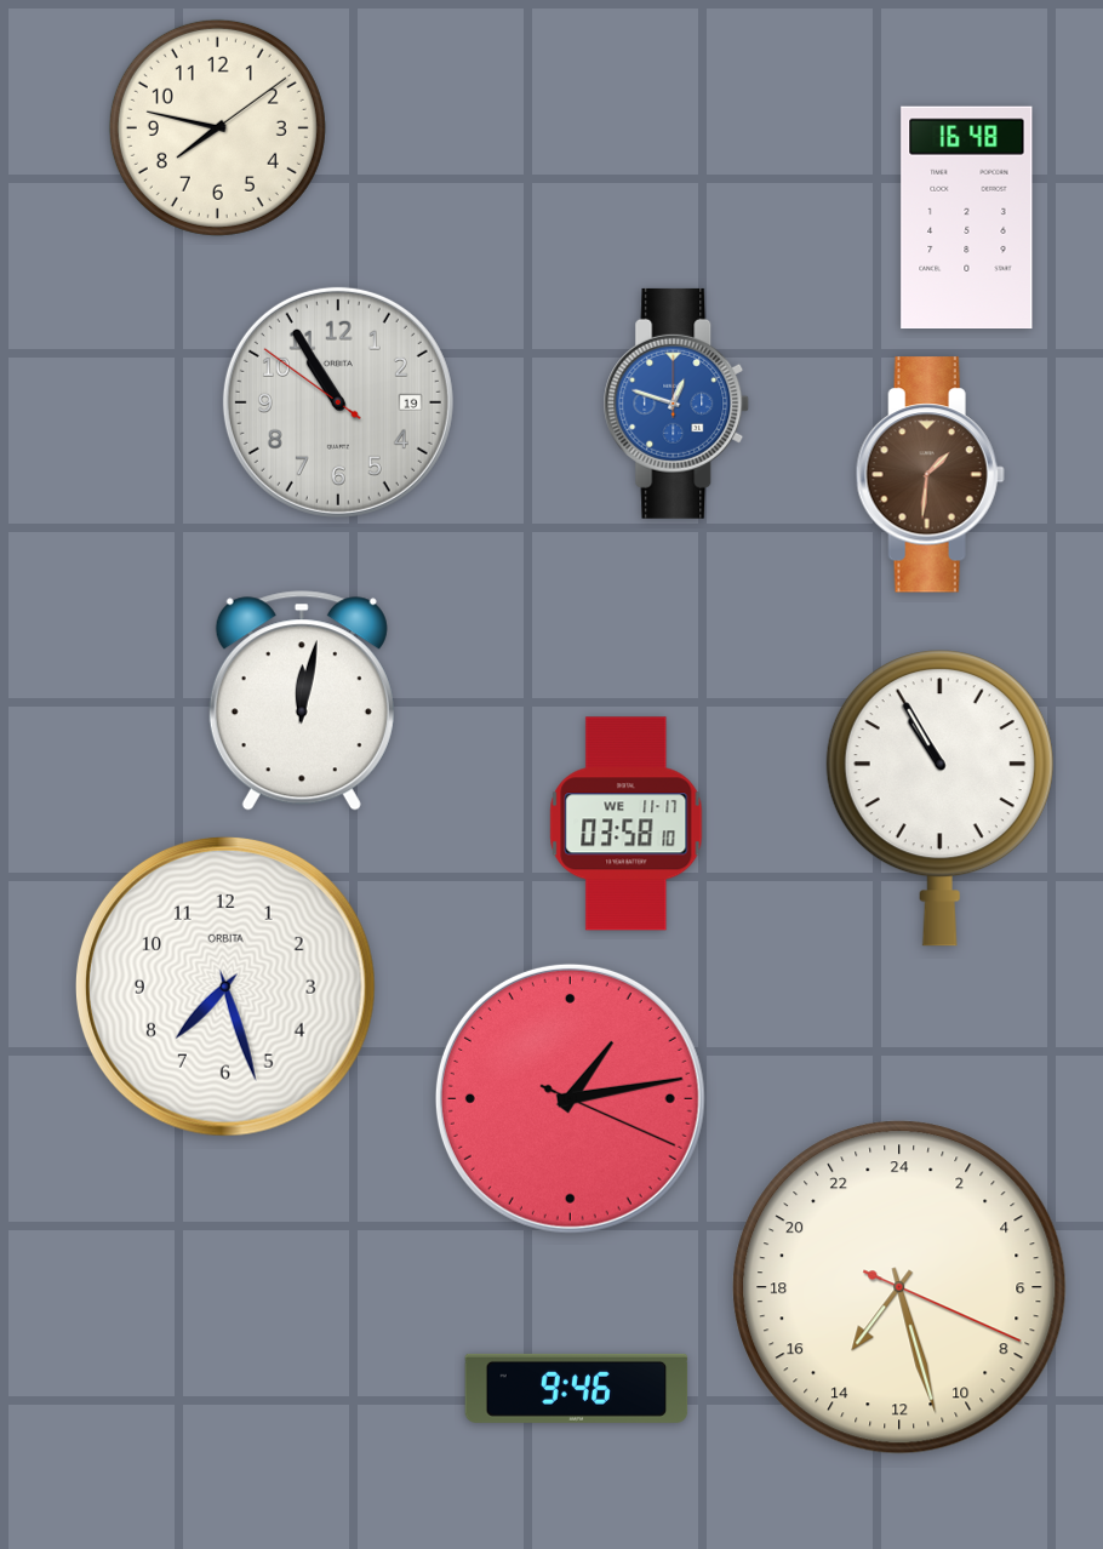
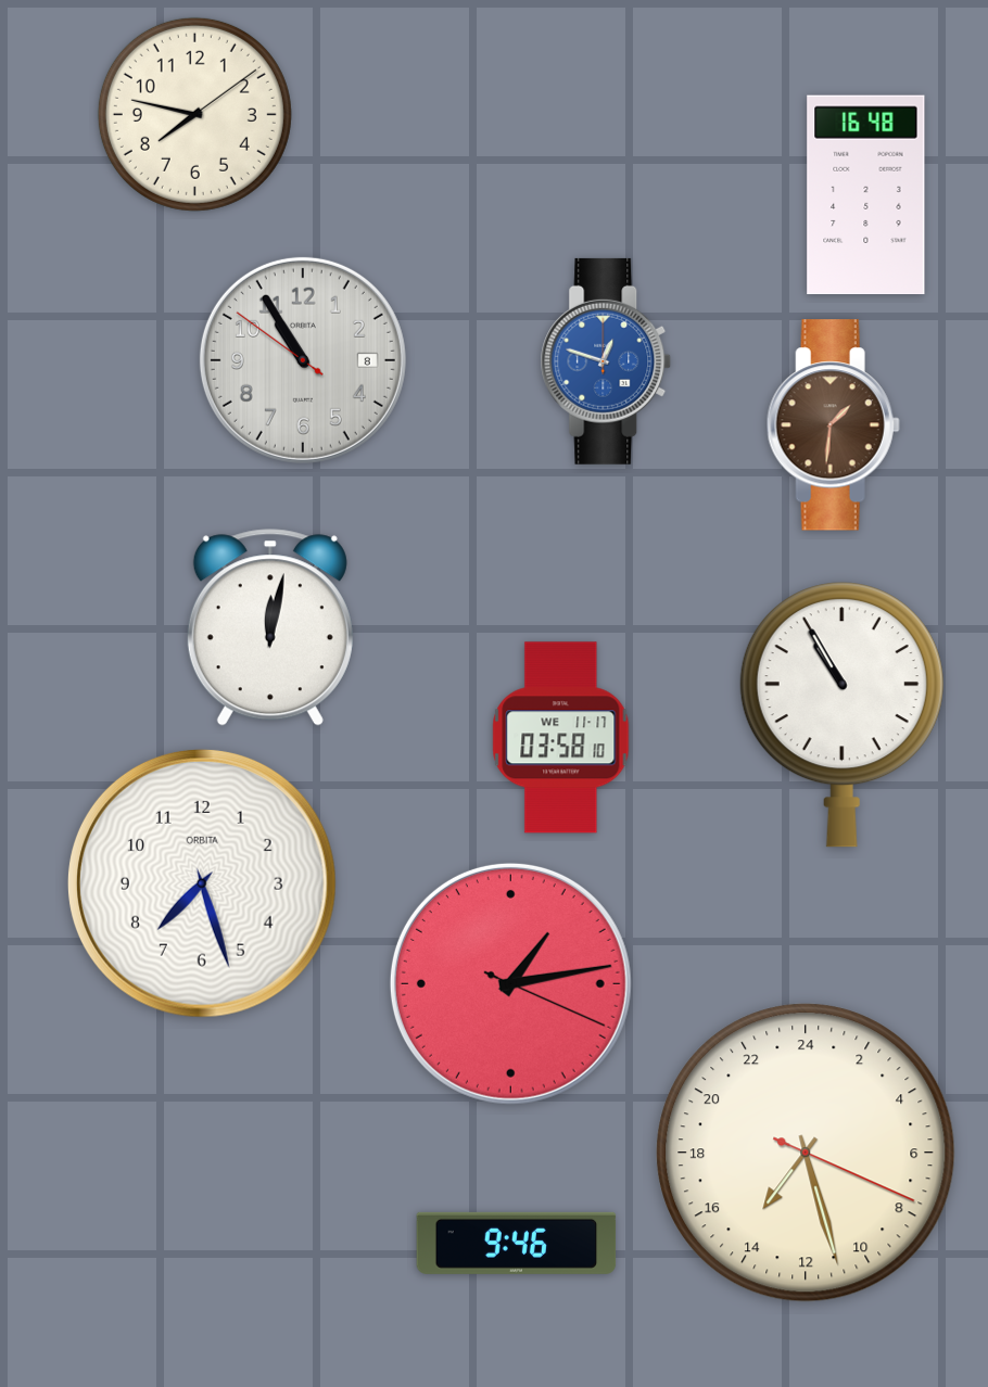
clock at (338, 402) date: 19 -> 8
